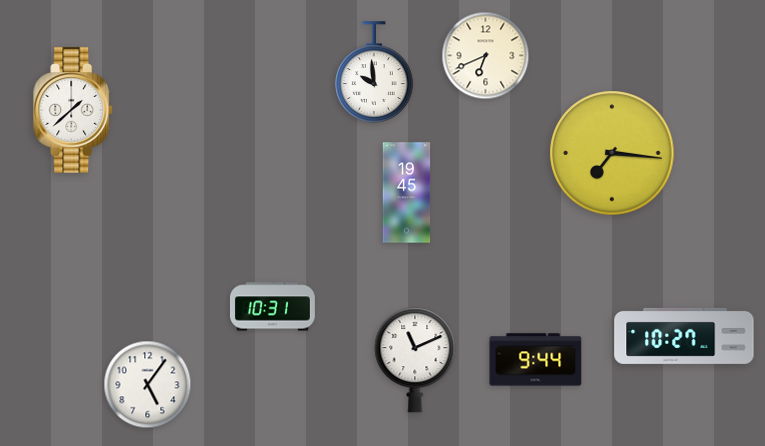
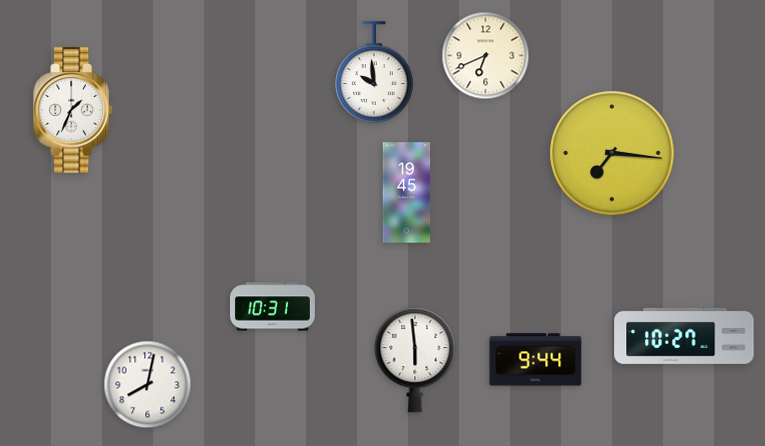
clock at (73, 110): 1:38 -> 1:34
clock at (415, 361): 11:11 -> 5:59
clock at (148, 385): 5:06 -> 8:02
